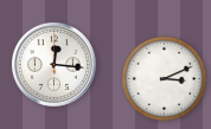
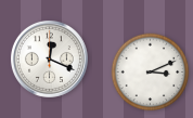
clock at (53, 64): 12:16 -> 12:19
